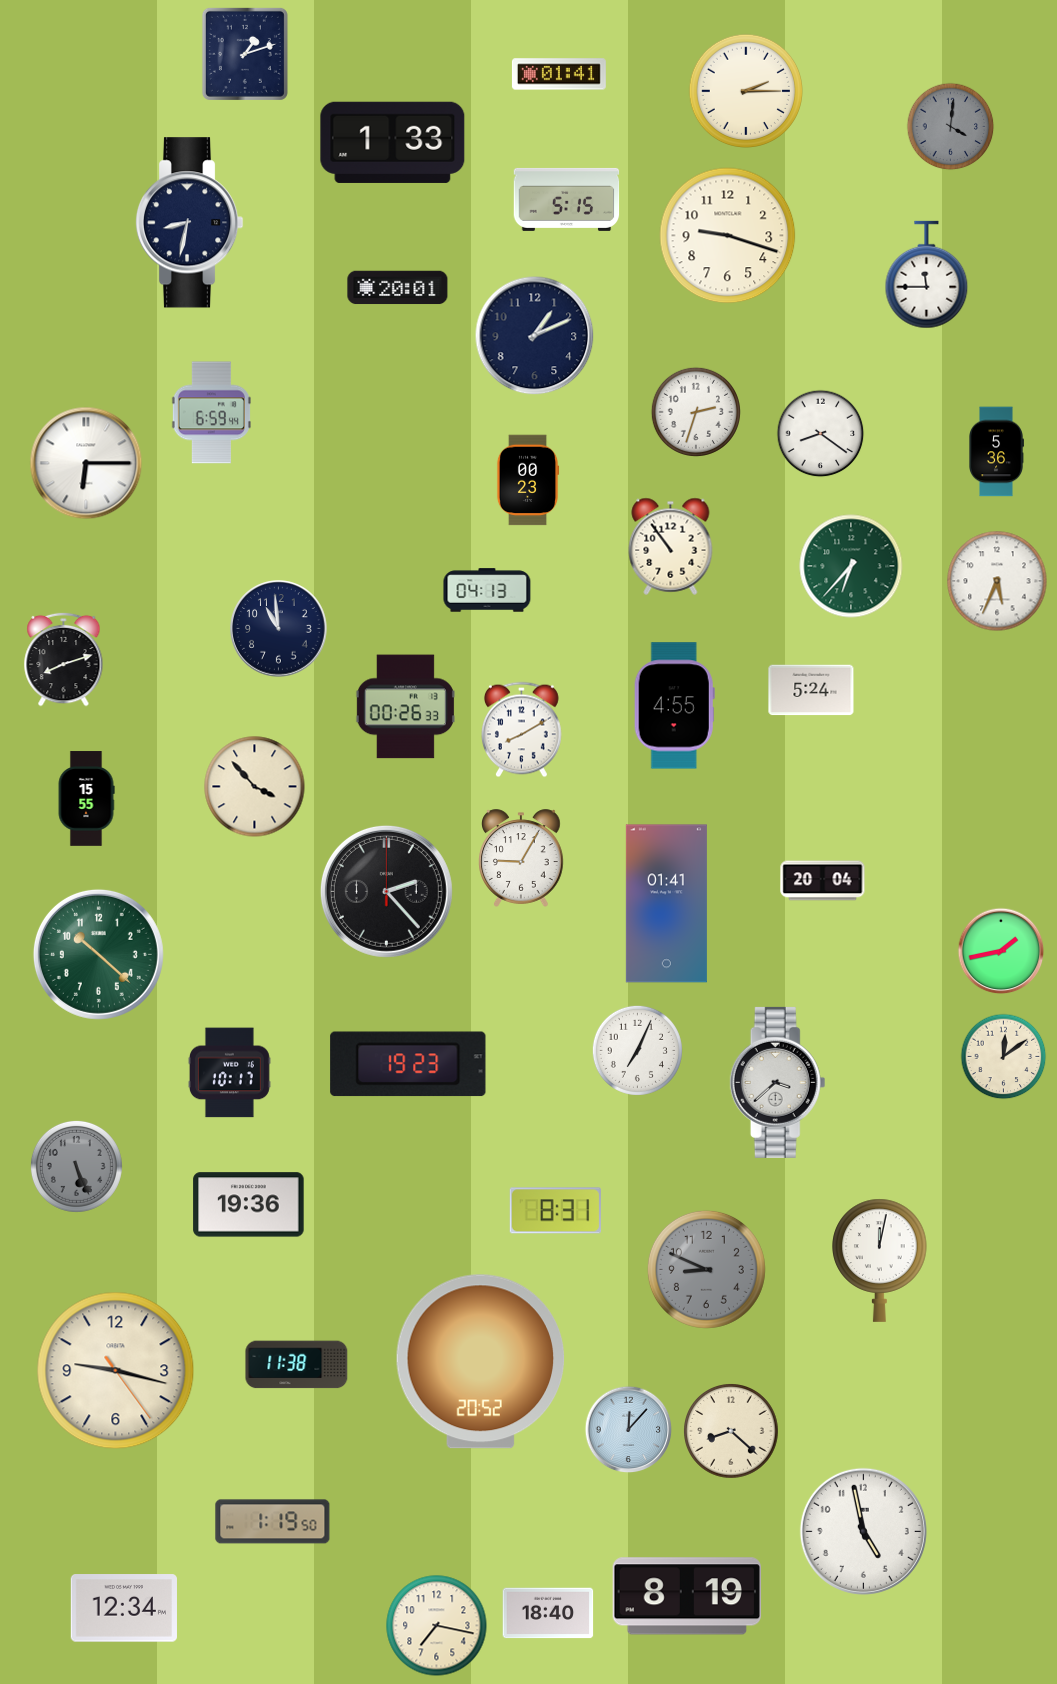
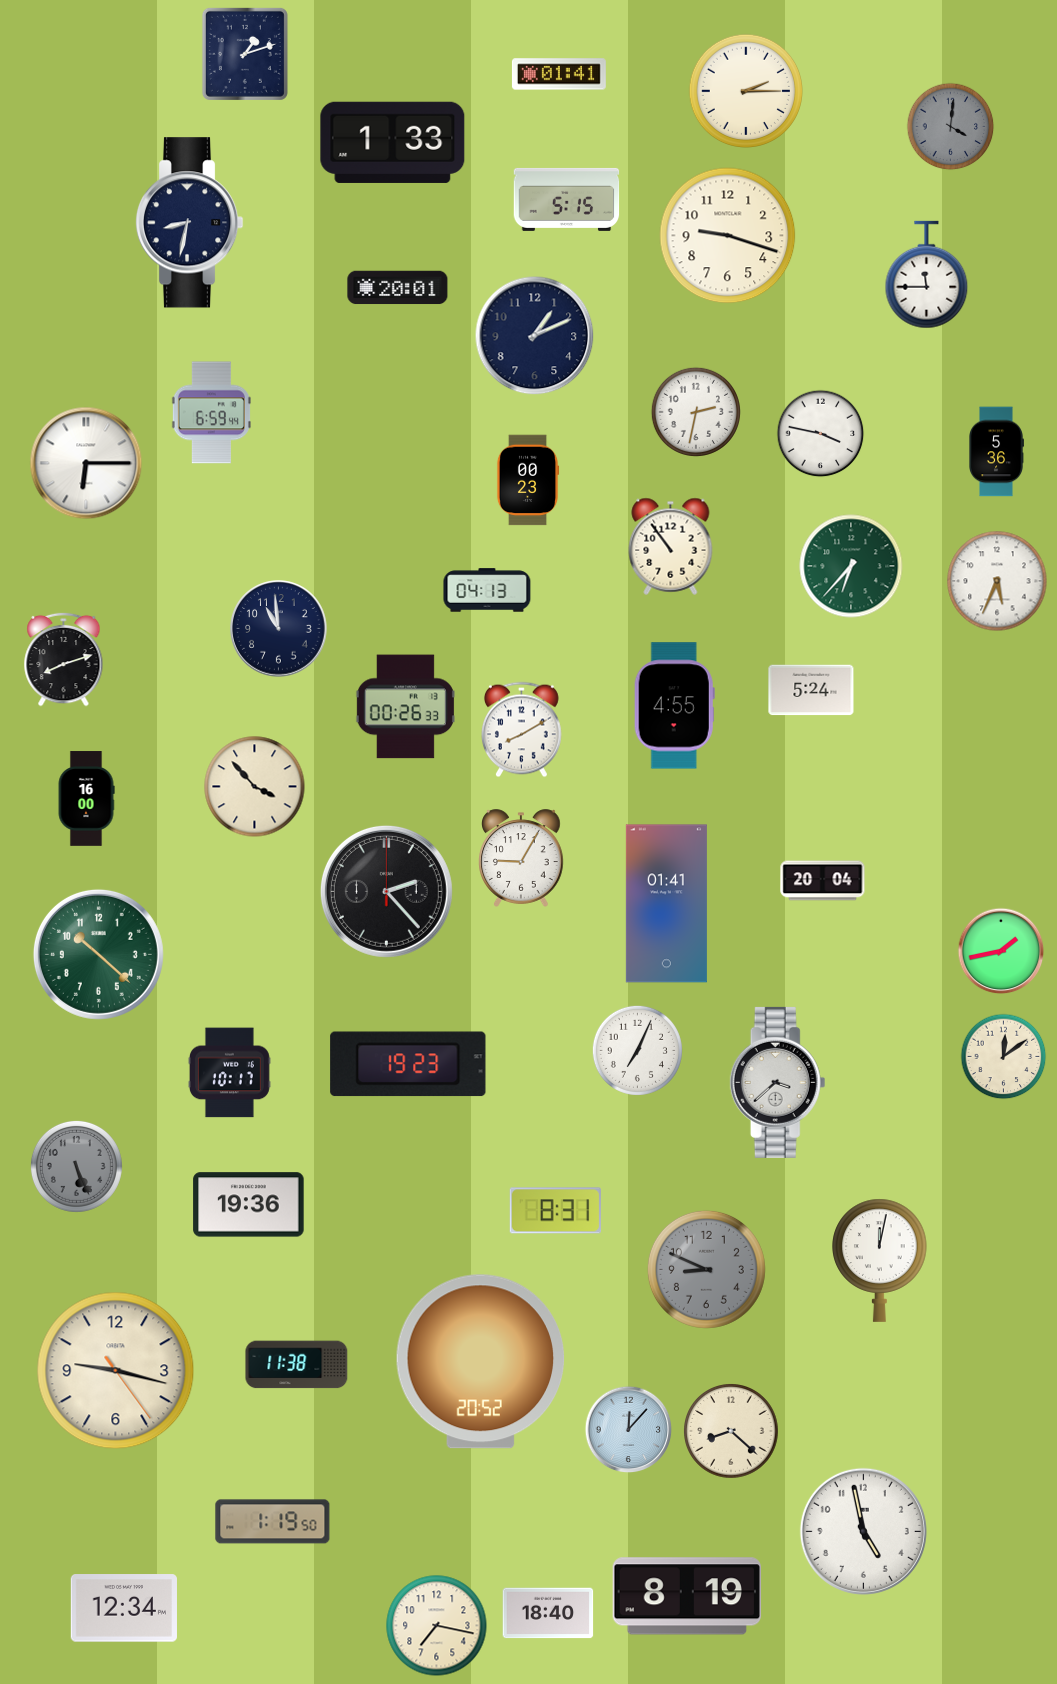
clock at (695, 411): 2:33 -> 2:32
clock at (821, 434): 8:21 -> 3:47
clock at (86, 799): 15:55 -> 16:00
